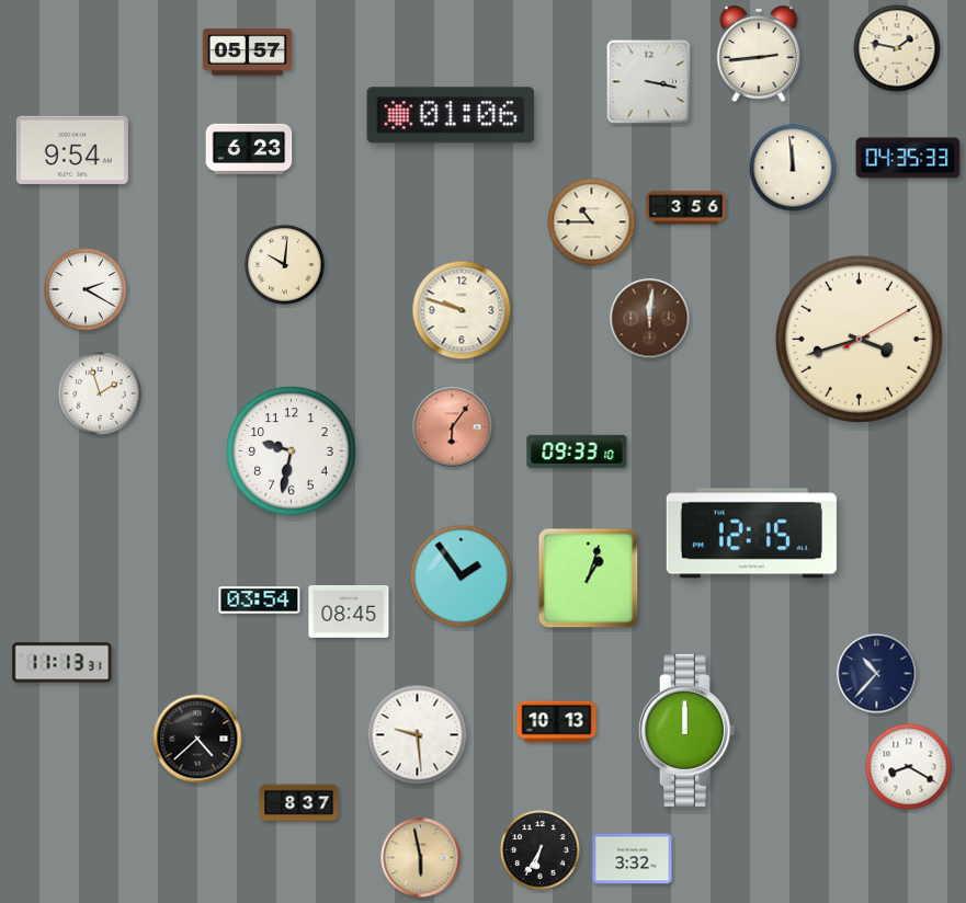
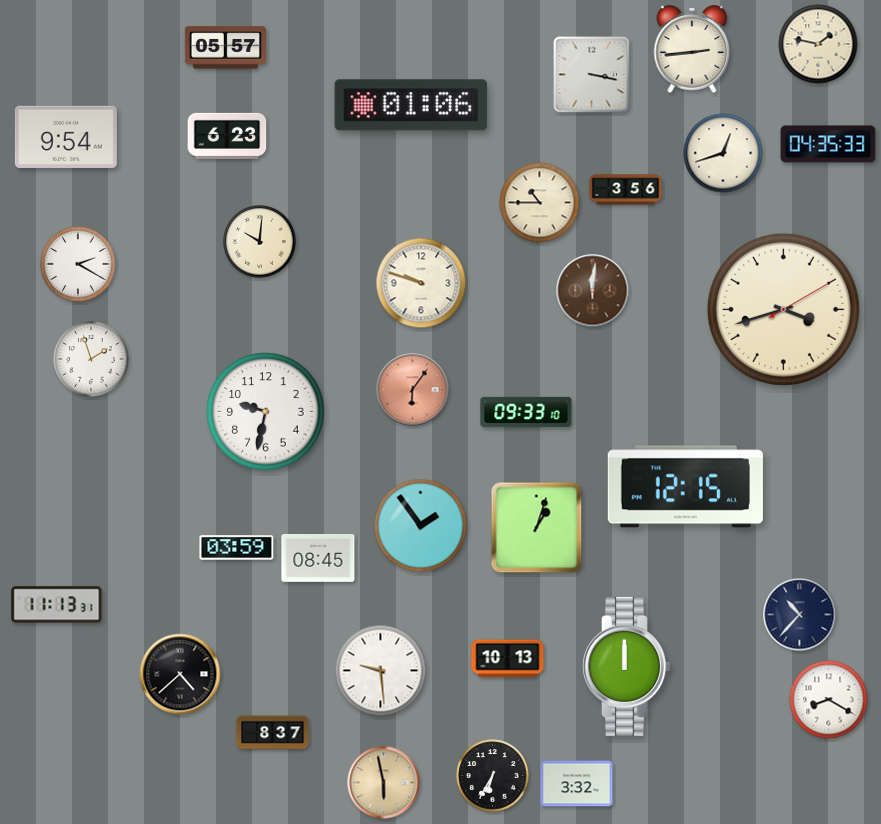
clock at (793, 168): 11:59 -> 12:42
clock at (260, 601): 03:54 -> 03:59
